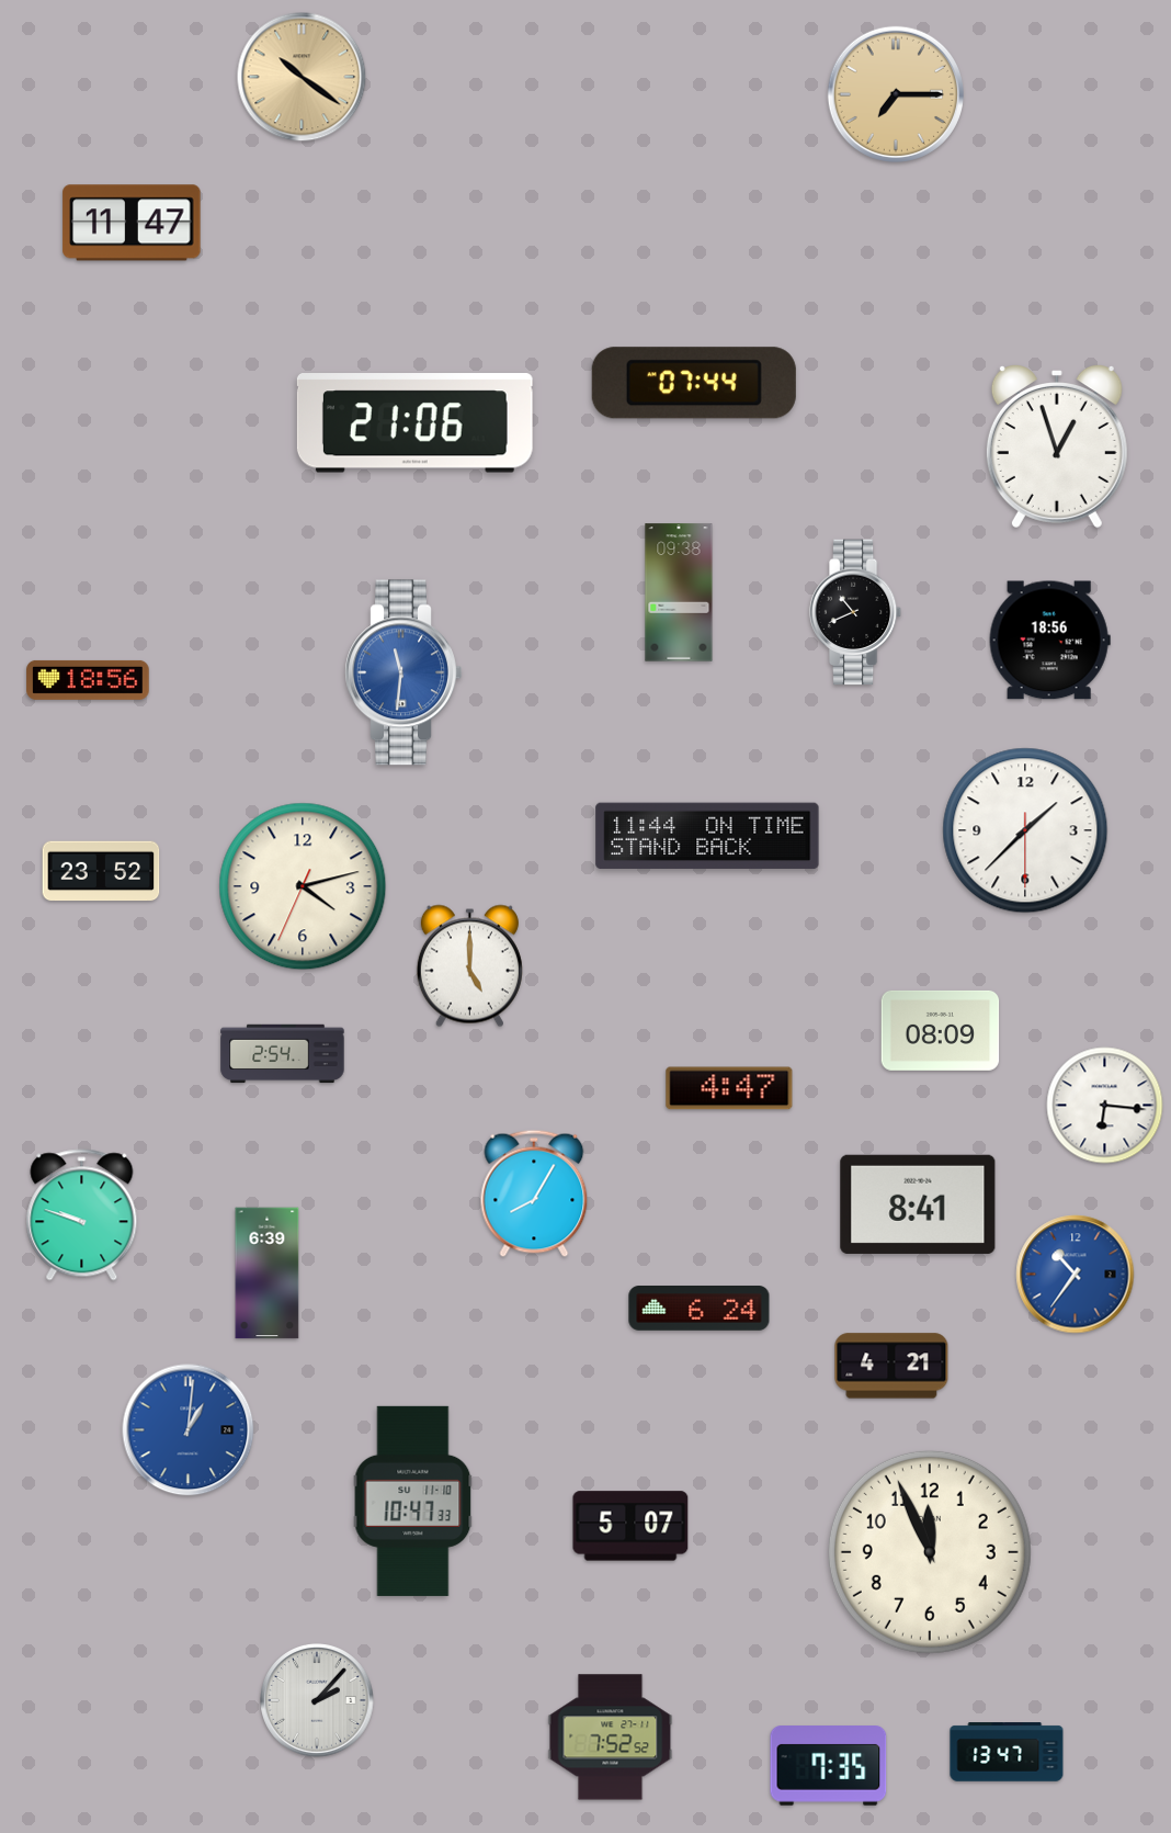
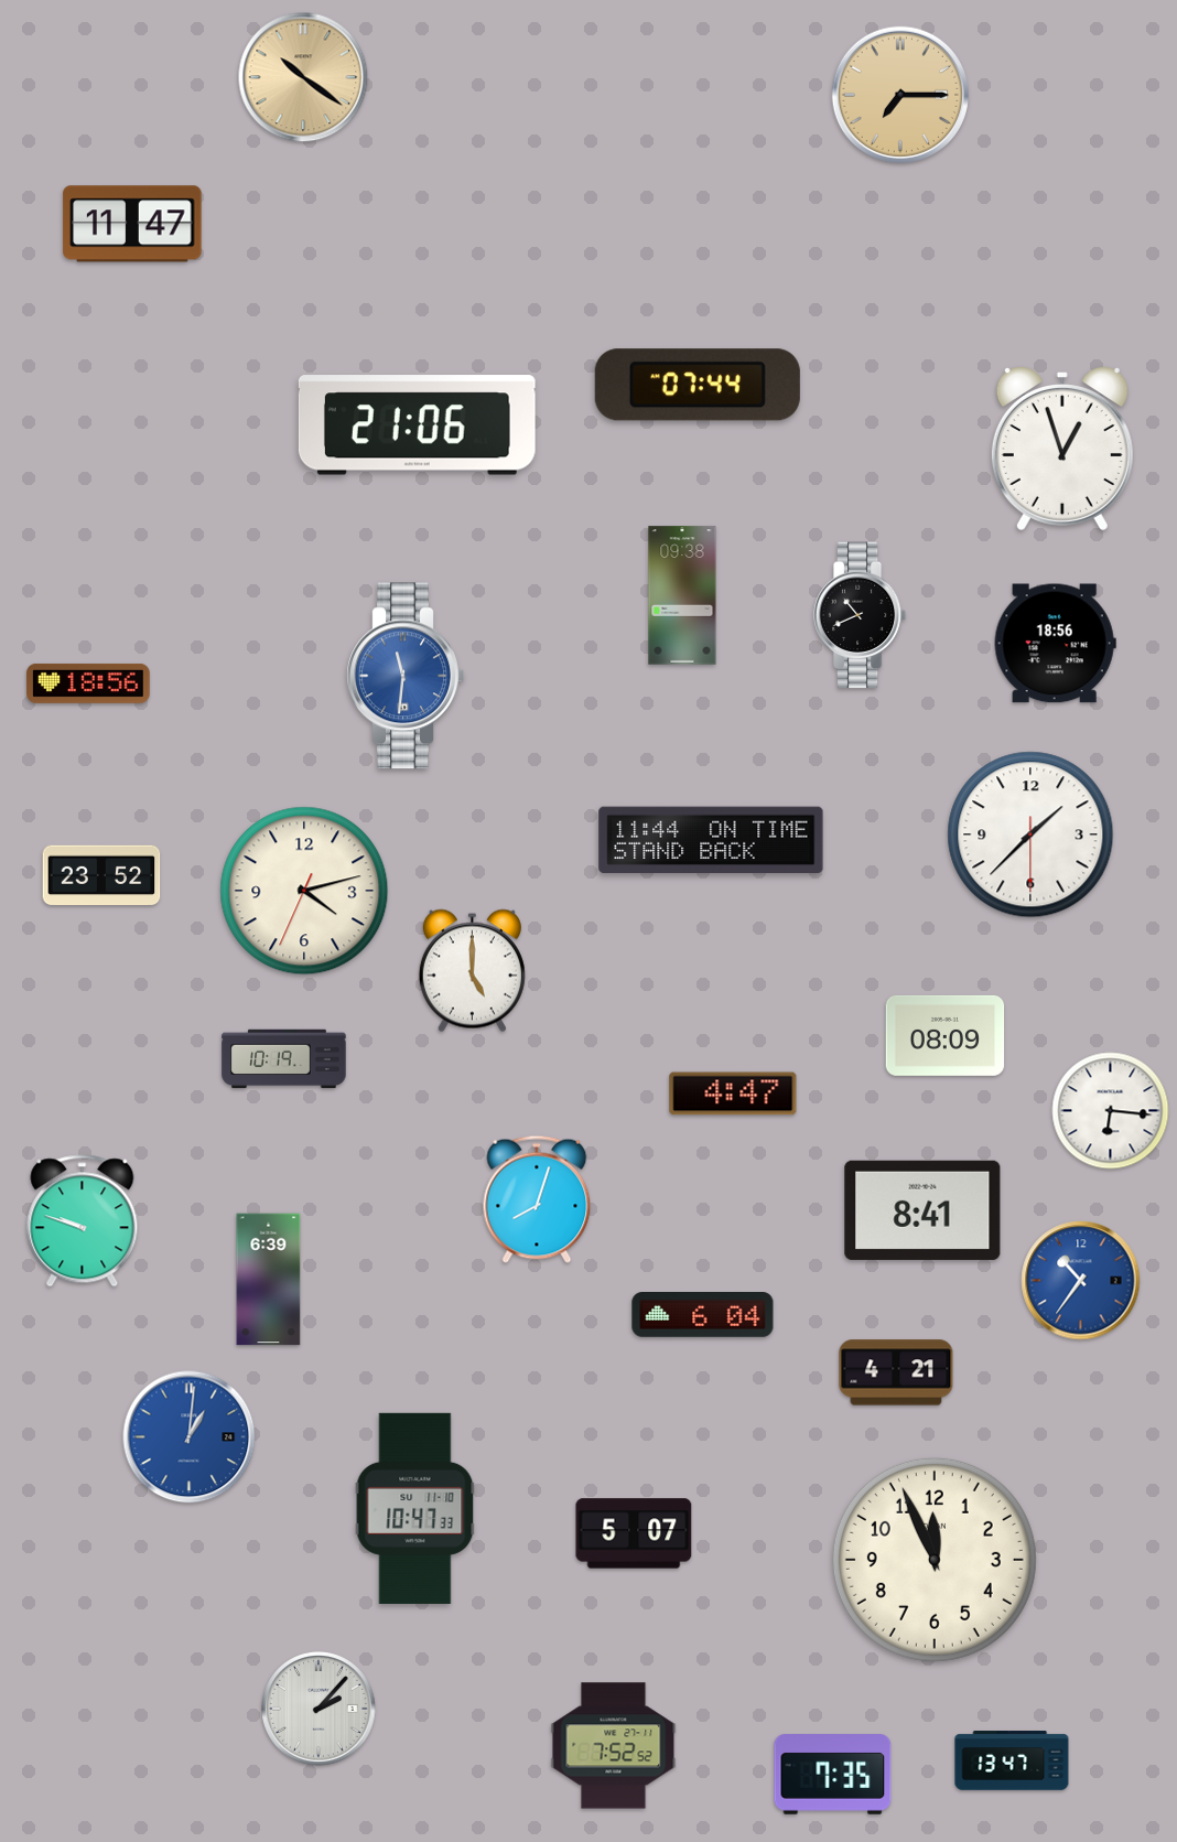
clock at (283, 1054): 2:54 -> 10:19
clock at (534, 1193): 8:05 -> 8:03
clock at (700, 1309): 6:24 -> 6:04
